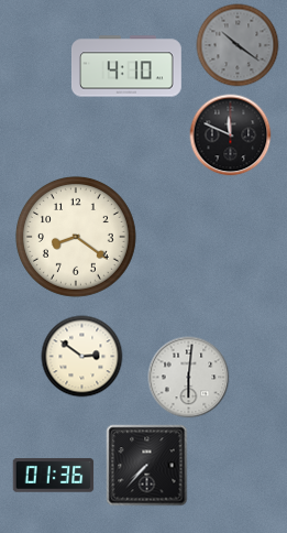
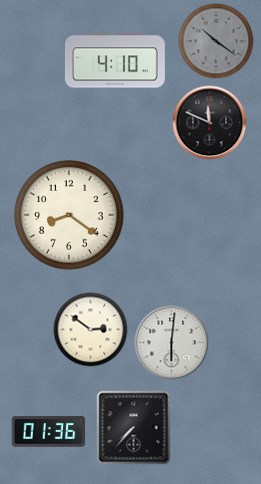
clock at (82, 357) position: (82, 357) -> (91, 330)
clock at (147, 466) position: (147, 466) -> (134, 428)
